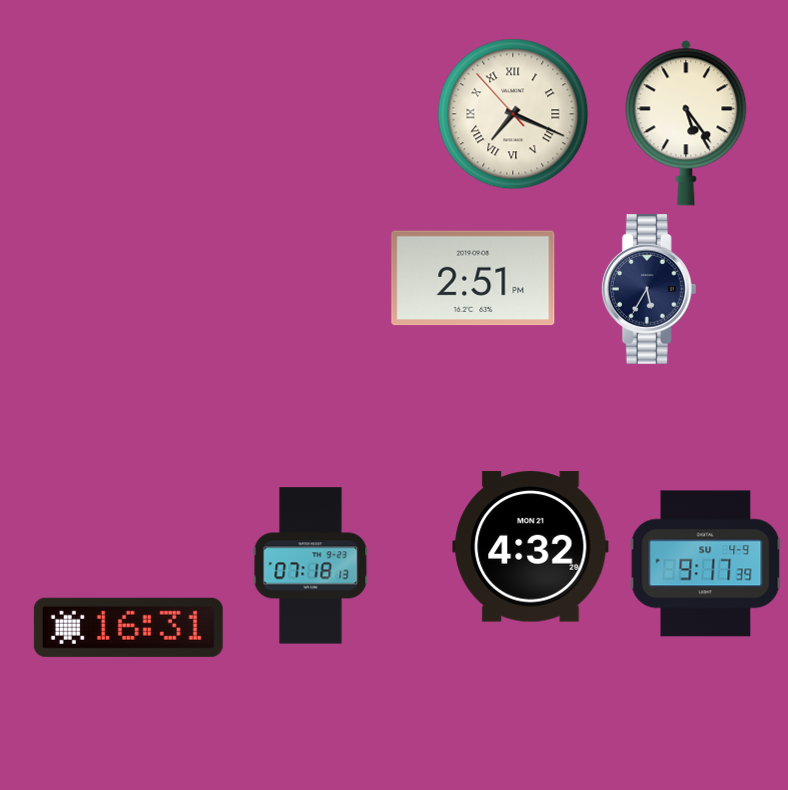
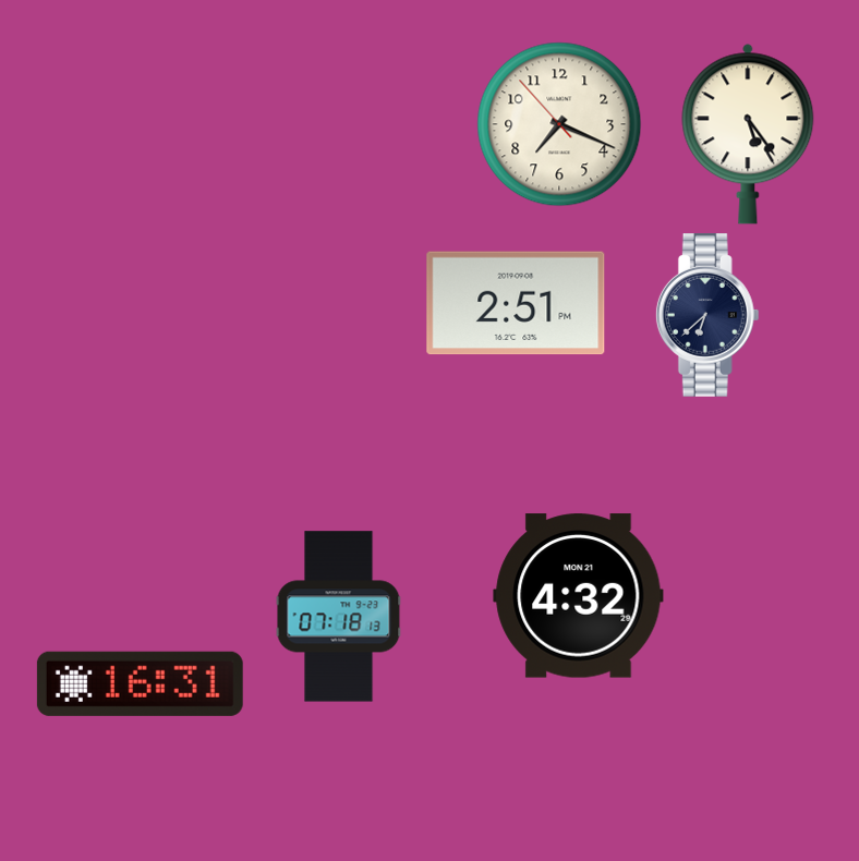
clock at (513, 114) numerals: Roman -> Arabic
clock at (649, 290): 5:35 -> 6:38
clock at (706, 564): 9:17 -> none
